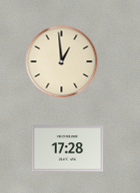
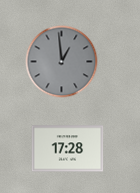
clock at (62, 62) dial: cream -> grey
